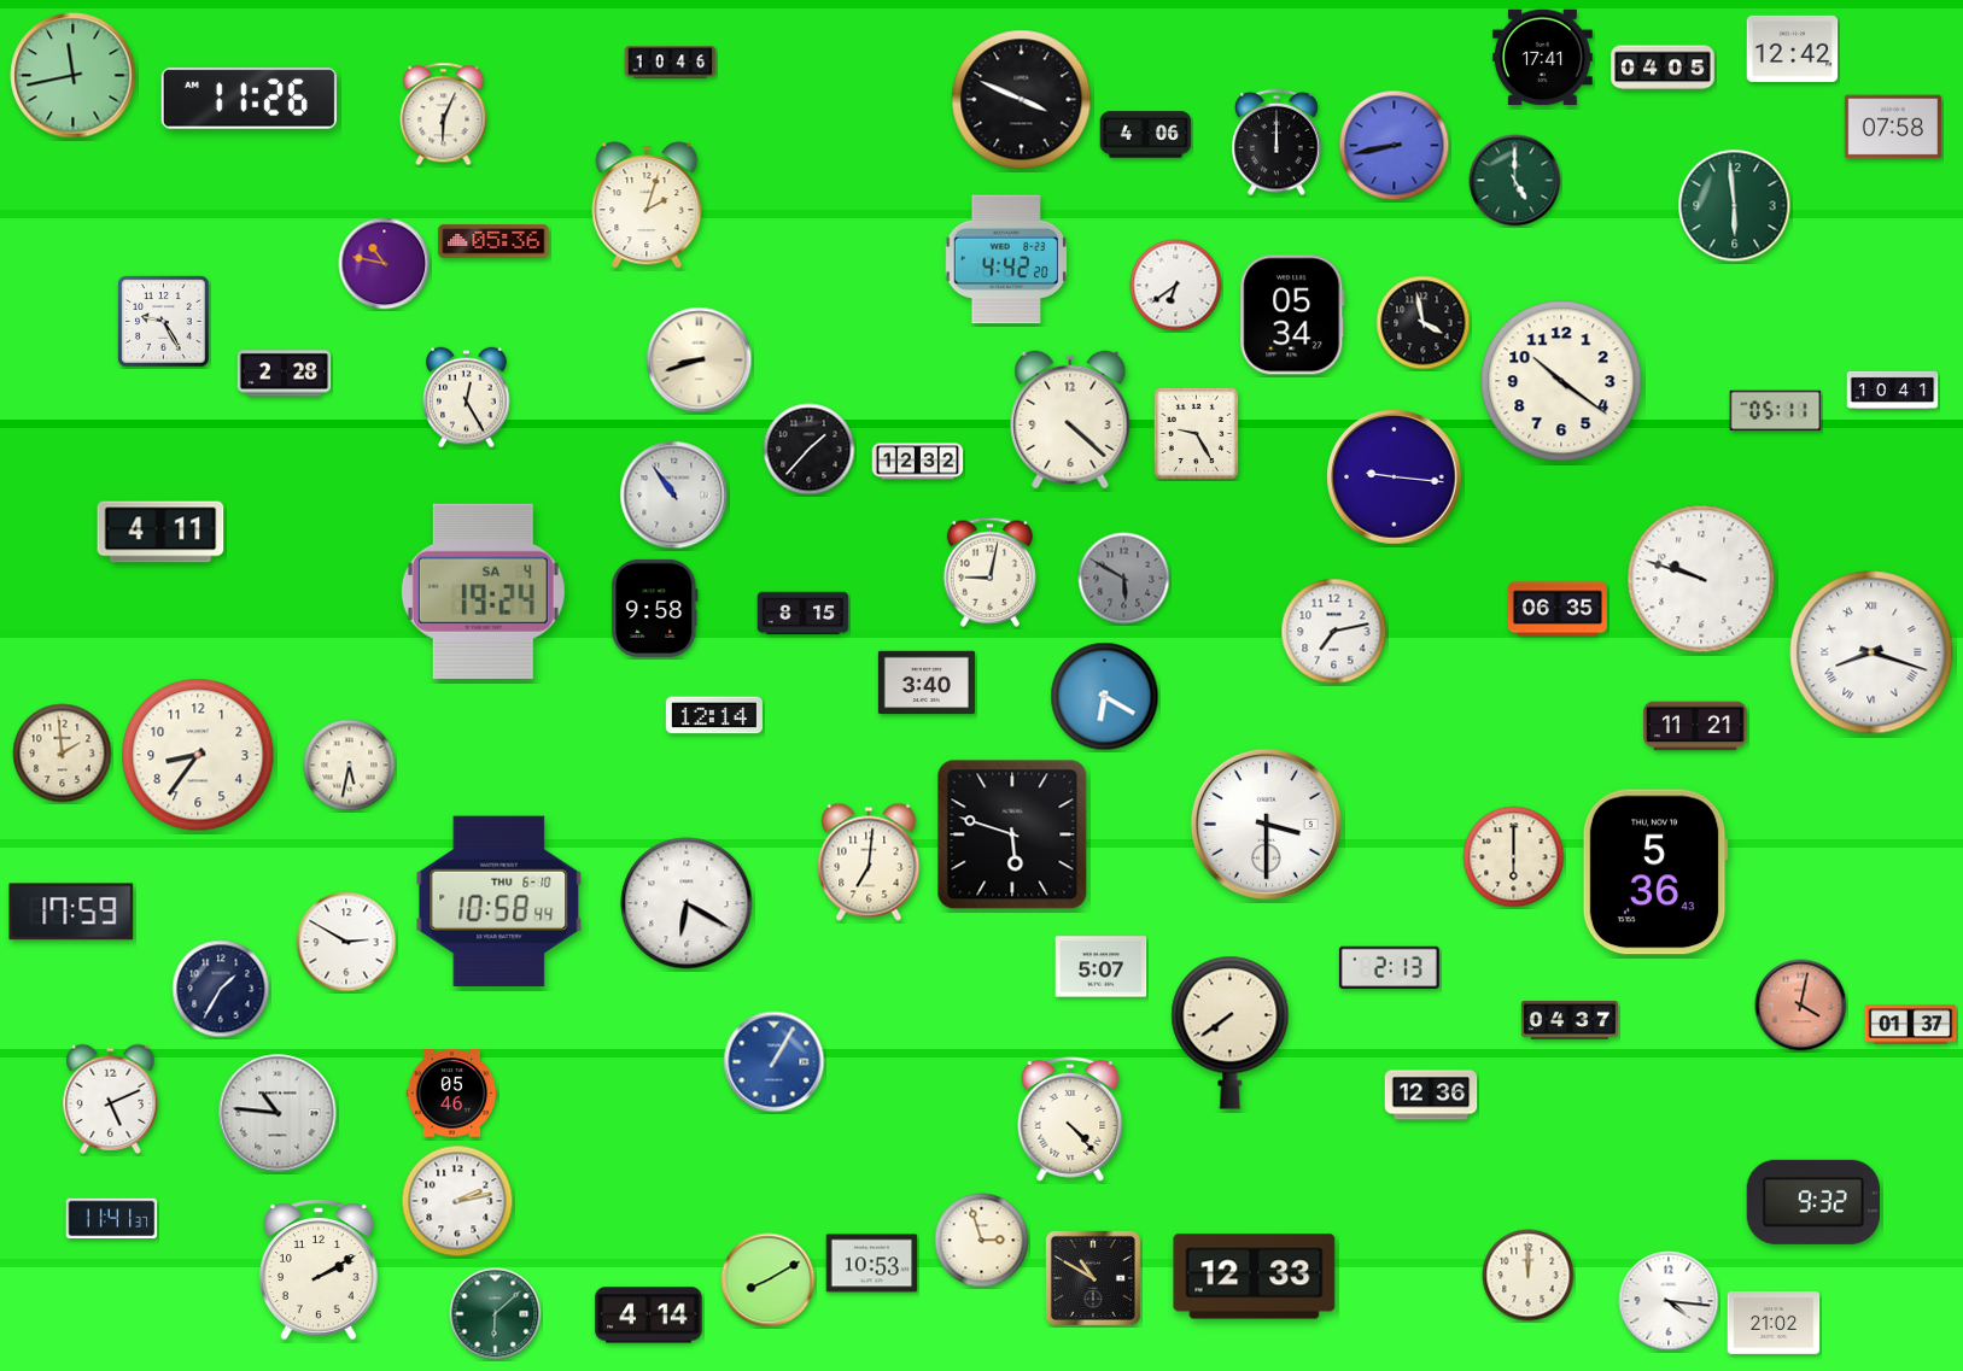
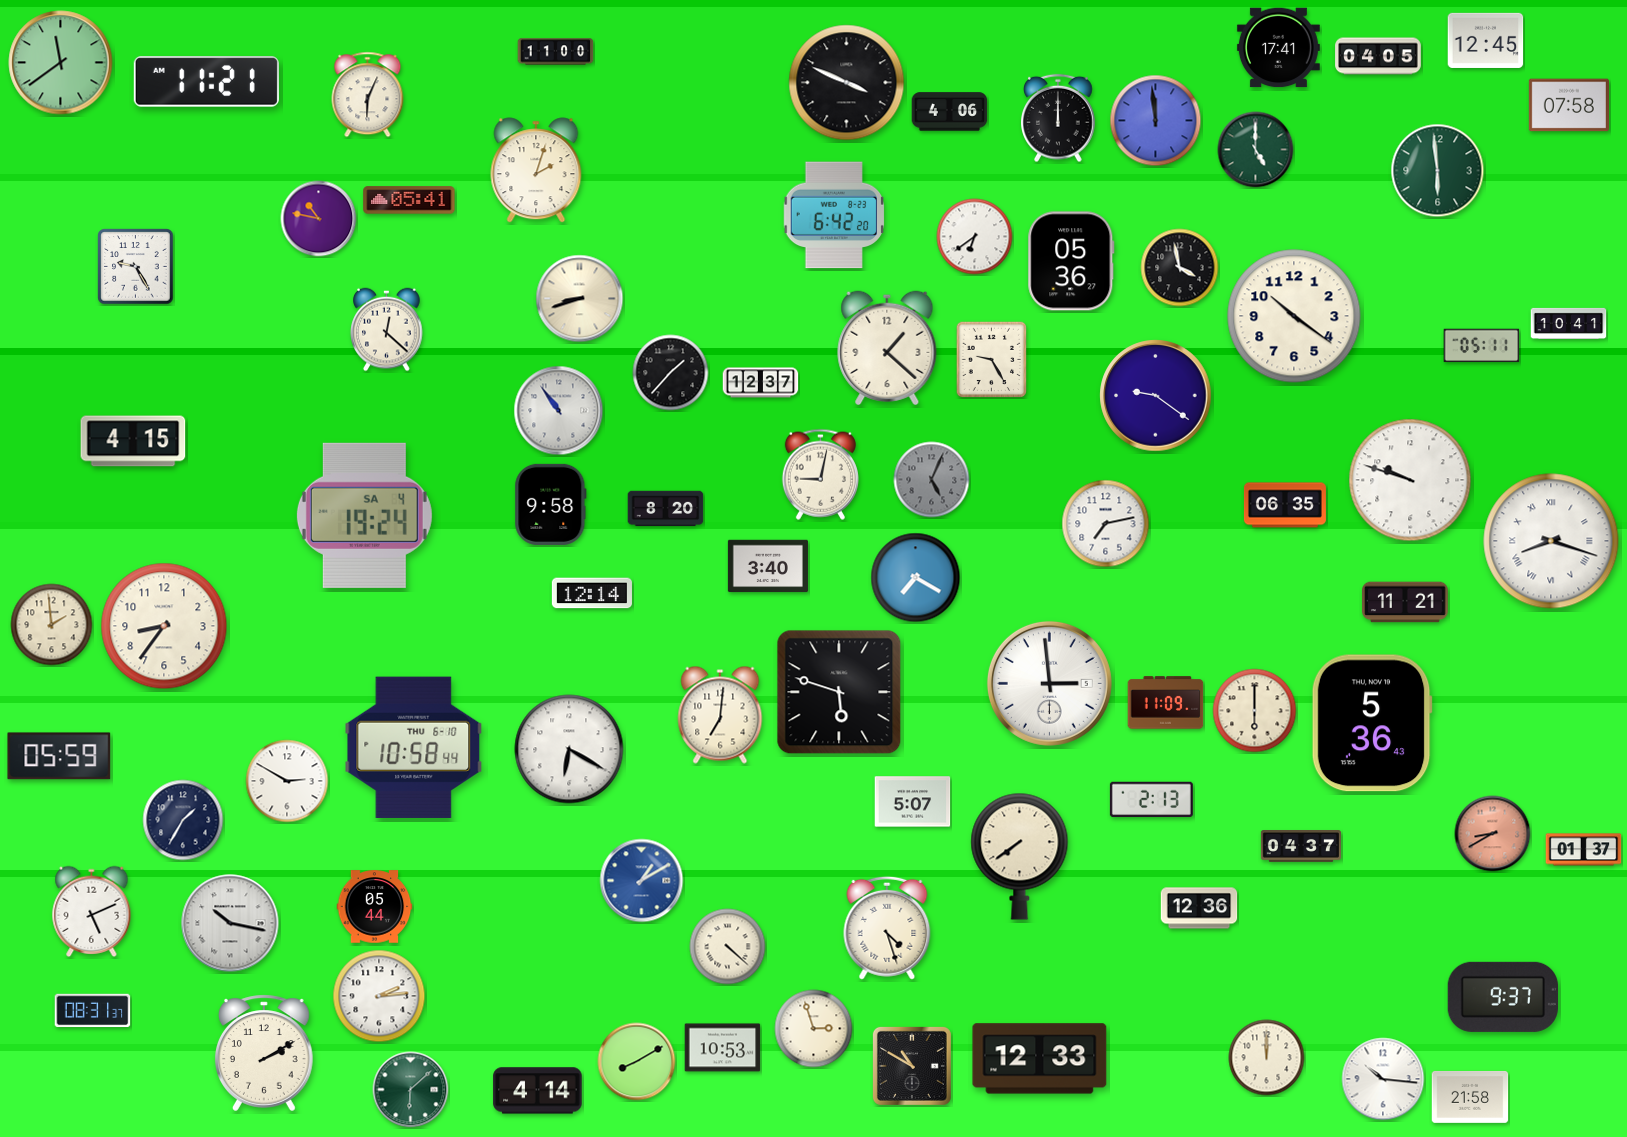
clock at (1793, 48): 12:42 -> 12:45
clock at (671, 63): 10:46 -> 11:00
clock at (74, 76): 11:43 -> 11:39
clock at (249, 99): 11:26 -> 11:21
clock at (1395, 146): 8:43 -> 11:59
clock at (493, 241): 05:36 -> 05:41
clock at (1005, 259): 4:42 -> 6:42
clock at (1292, 315): 05:34 -> 05:36
clock at (285, 374): 2:28 -> none
clock at (467, 398): 12:25 -> 12:22
clock at (1776, 411) position: (1776, 411) -> (1482, 346)
clock at (1070, 420): 4:22 -> 1:22
clock at (918, 462): 12:32 -> 12:37
clock at (1395, 477): 9:16 -> 9:21
clock at (160, 532): 4:11 -> 4:15
clock at (1124, 579): 5:50 -> 5:04
clock at (483, 591) position: (483, 591) -> (364, 515)
clock at (655, 608) position: (655, 608) -> (551, 504)
clock at (1558, 609) position: (1558, 609) -> (1285, 505)
clock at (804, 614): 8:15 -> 8:20
clock at (1105, 697): 6:20 -> 7:20
clock at (350, 766): 5:32 -> none
clock at (1266, 824): 3:30 -> 2:59
clock at (1166, 703): none -> 11:09
clock at (71, 912): 17:59 -> 05:59
clock at (1389, 967) position: (1389, 967) -> (1151, 799)
clock at (1801, 1006): 4:02 -> 8:40
clock at (775, 1062): 1:05 -> 1:10
clock at (452, 1094): 05:46 -> 05:44
clock at (1431, 1095) position: (1431, 1095) -> (1199, 908)
clock at (277, 1113): 10:46 -> 10:17
clock at (1070, 1119): 4:23 -> 4:27
clock at (728, 947): none -> 4:22
clock at (457, 1201): 2:13 -> 2:14
clock at (1813, 1202): 9:32 -> 9:37
clock at (112, 1219): 11:41 -> 08:31
clock at (1093, 1278) position: (1093, 1278) -> (912, 1066)
clock at (1669, 1301): 4:16 -> 10:16
clock at (1774, 1323): 21:02 -> 21:58
